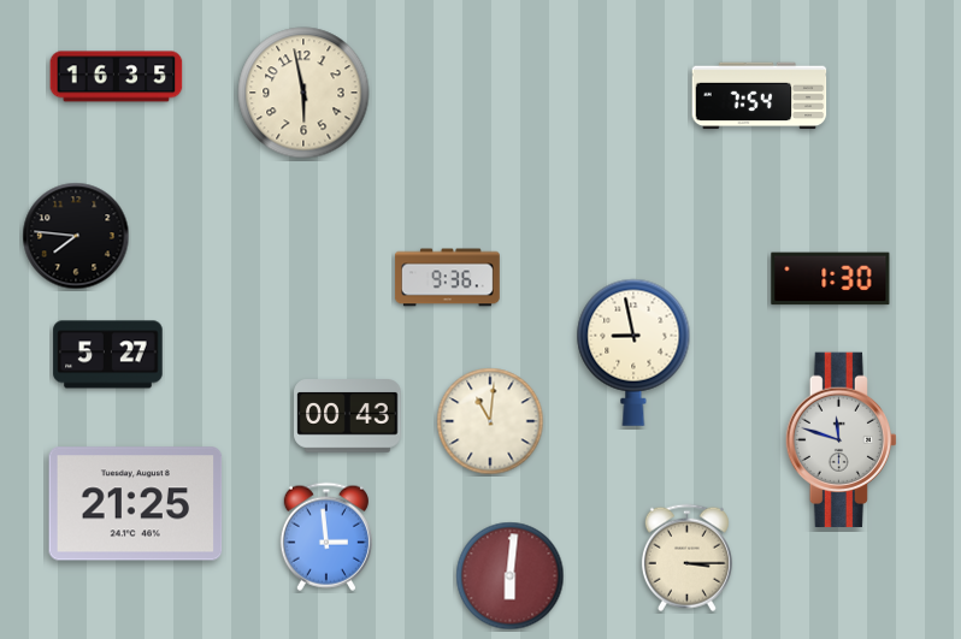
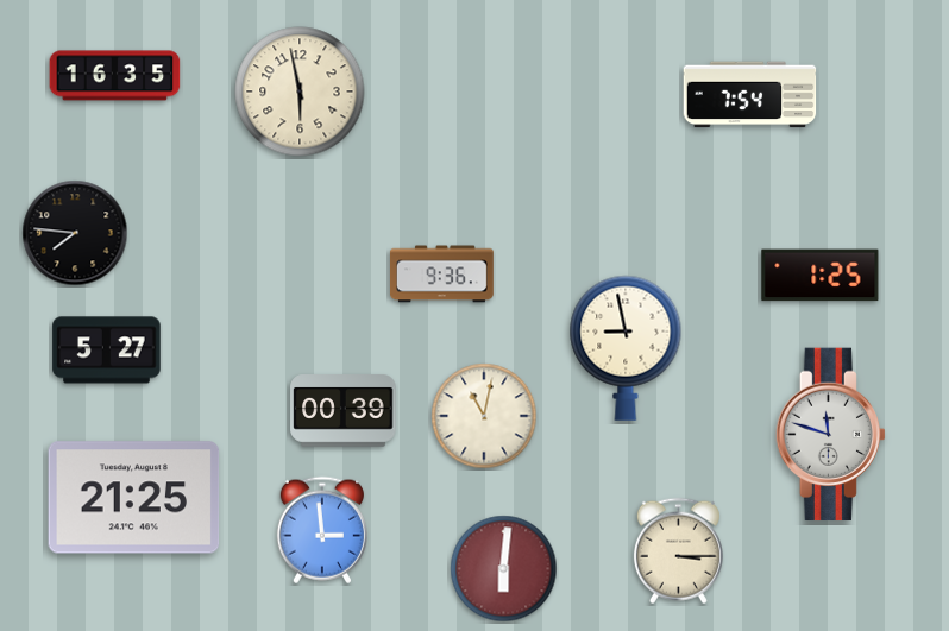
clock at (831, 279): 1:30 -> 1:25
clock at (348, 416): 00:43 -> 00:39
clock at (490, 421): 11:01 -> 11:02
